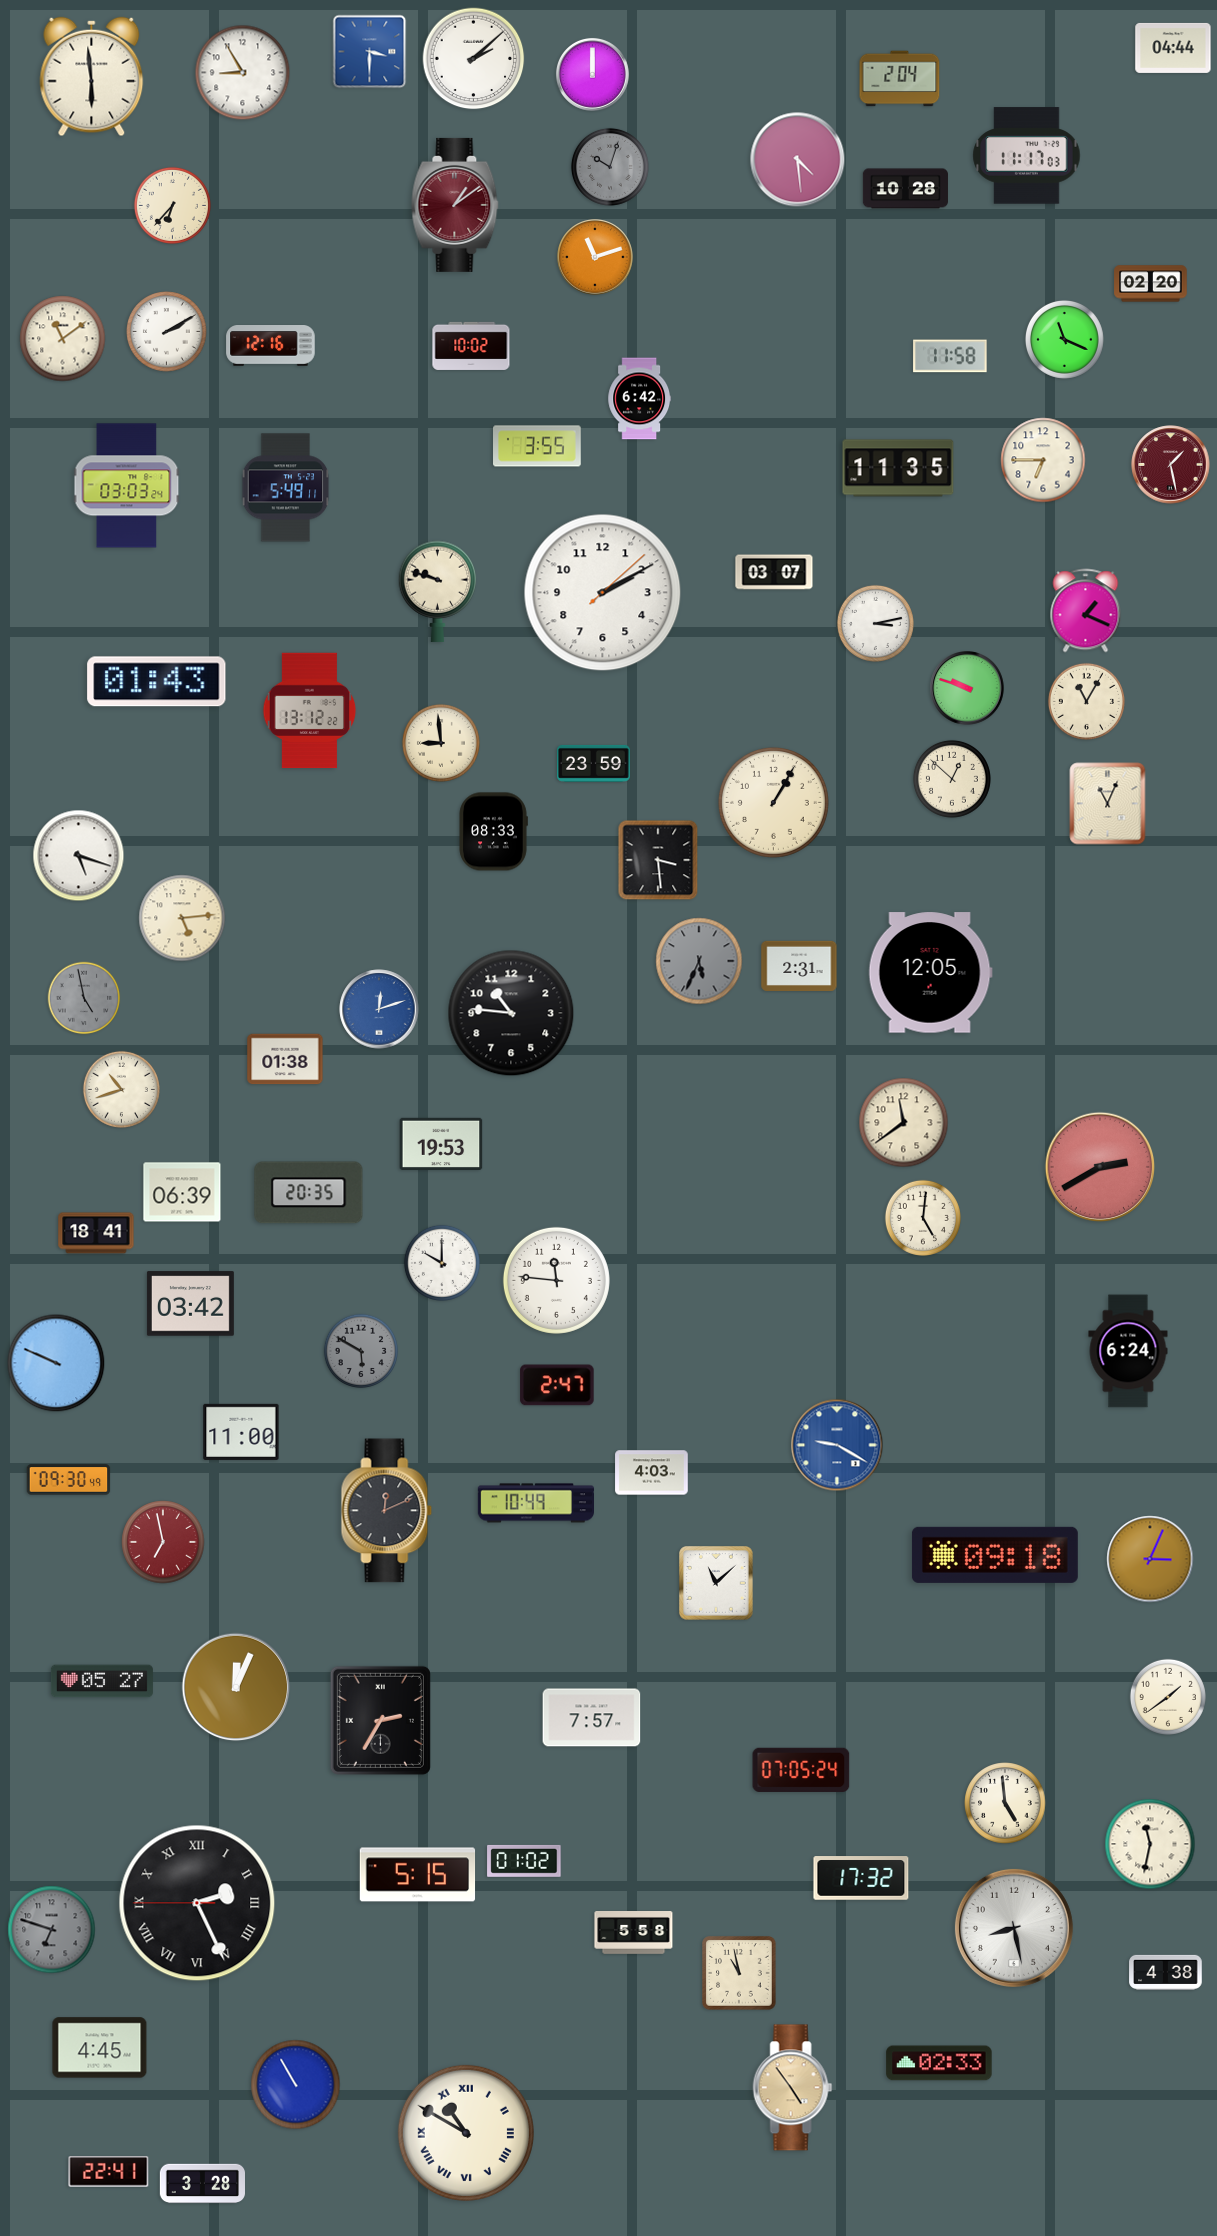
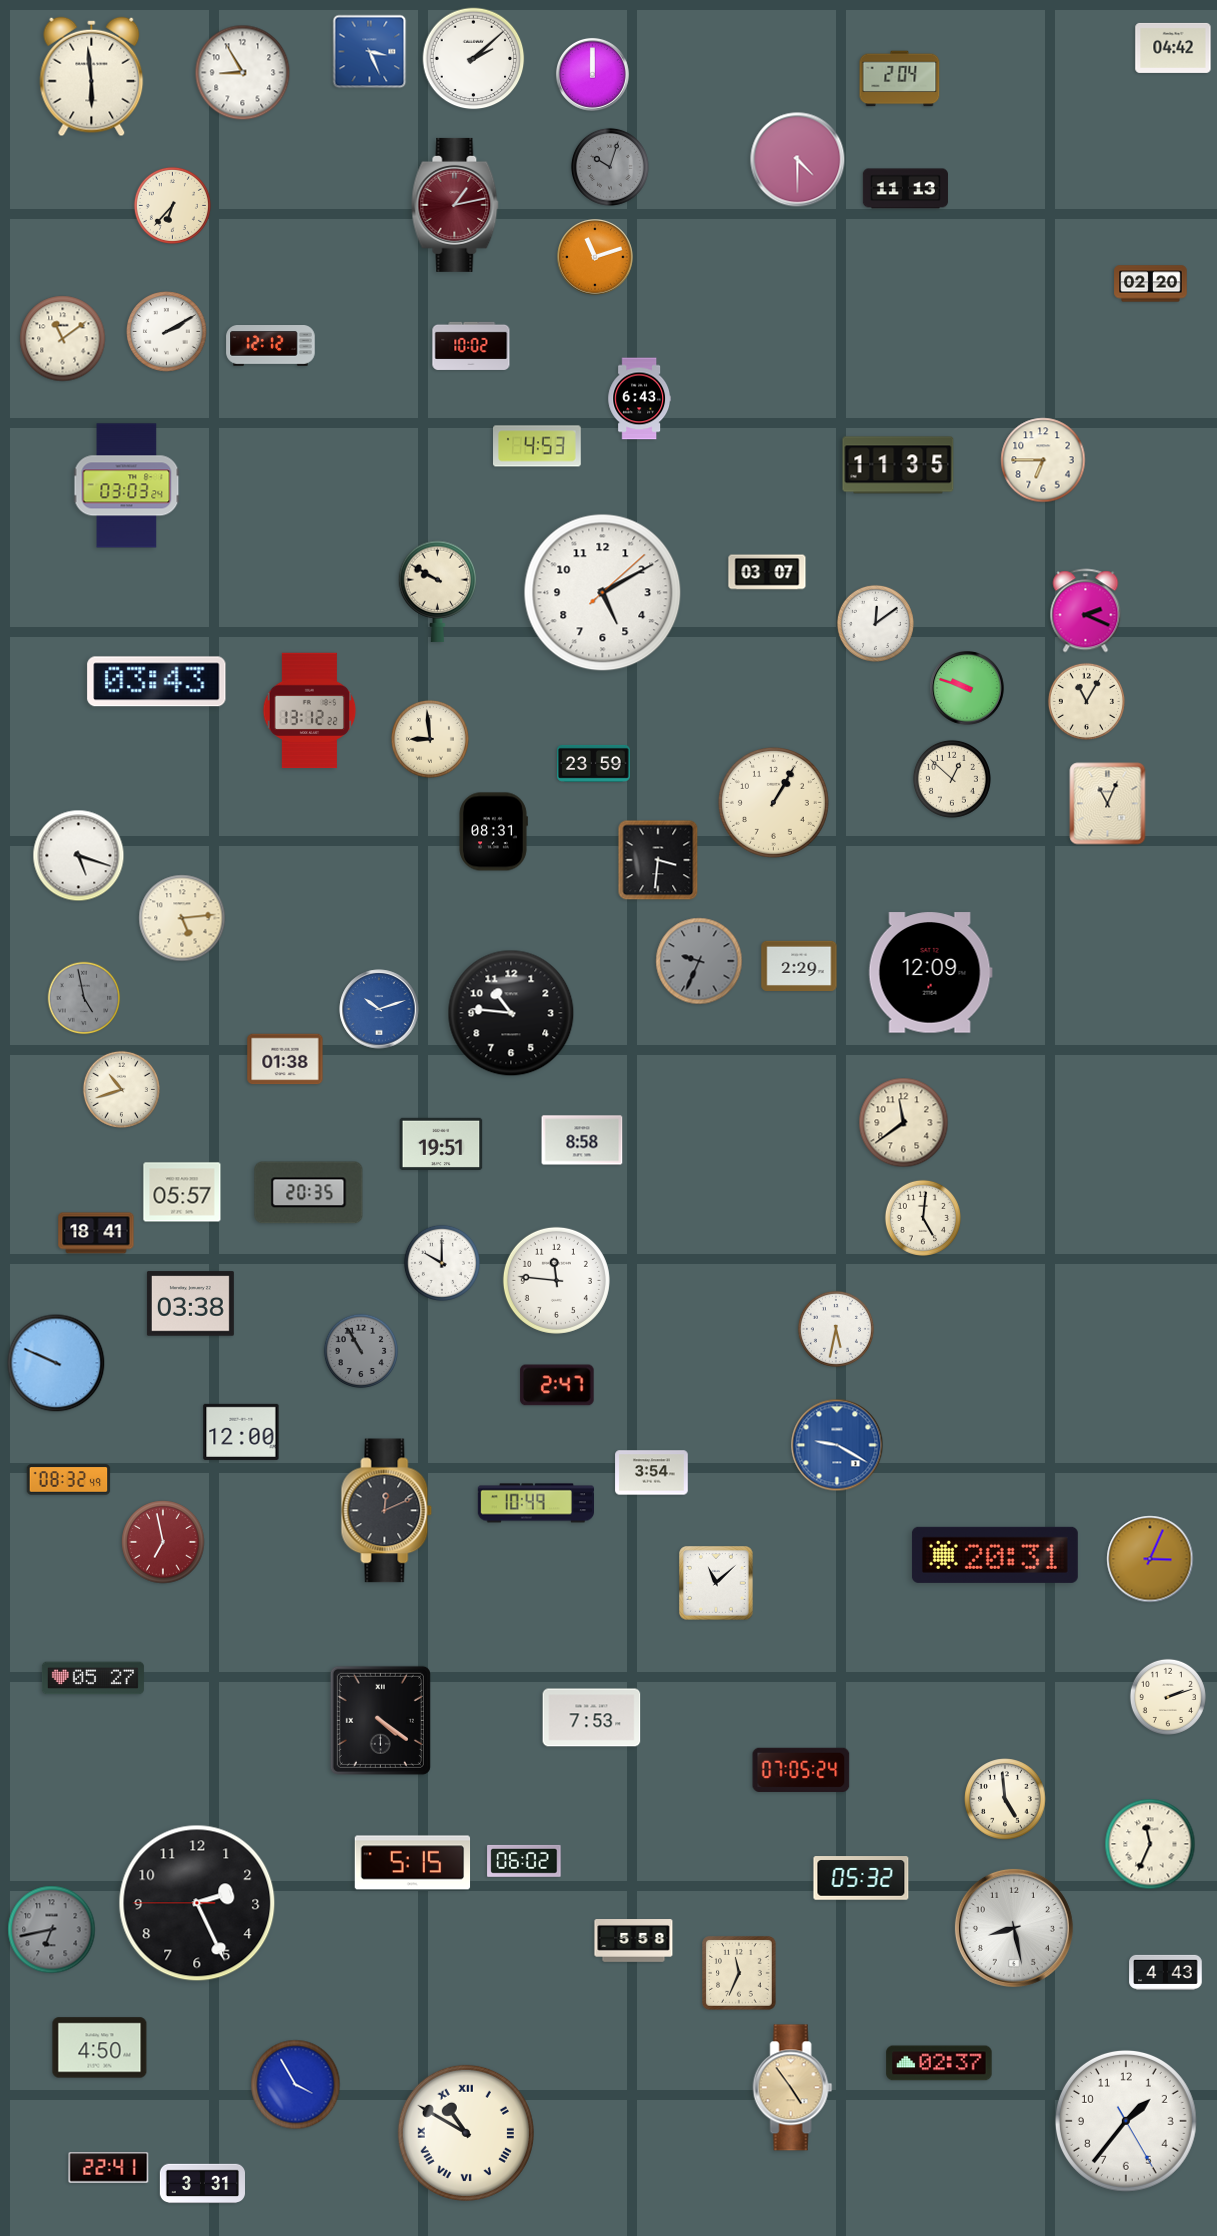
clock at (1173, 48): 04:44 -> 04:42
clock at (370, 52): 3:30 -> 3:26
clock at (1027, 156): 11:17 -> none
clock at (798, 160): 4:29 -> 4:30
clock at (905, 189): 10:28 -> 11:13
clock at (455, 205): 1:09 -> 1:13
clock at (1064, 339): 11:19 -> none
clock at (271, 346): 12:16 -> 12:12
clock at (950, 356): 11:58 -> none
clock at (639, 399): 6:42 -> 6:43
clock at (538, 446): 3:55 -> 4:53
clock at (1171, 465): 1:28 -> none
clock at (898, 468) position: (898, 468) -> (898, 465)
clock at (286, 488): 5:49 -> none
clock at (774, 572) position: (774, 572) -> (767, 572)
clock at (438, 591): 9:48 -> 9:50
clock at (603, 593): 2:10 -> 5:10
clock at (1086, 611): 1:19 -> 2:19
clock at (875, 623): 3:13 -> 12:09
clock at (157, 682): 01:43 -> 03:43
clock at (441, 743) position: (441, 743) -> (430, 739)
clock at (493, 832): 08:33 -> 08:31
clock at (658, 860): 3:29 -> 3:31
clock at (699, 961): 5:34 -> 9:34
clock at (799, 965): 2:31 -> 2:29
clock at (930, 973): 12:05 -> 12:09
clock at (379, 1009): 12:12 -> 10:12
clock at (582, 1140): none -> 8:58
clock at (441, 1143): 19:53 -> 19:51
clock at (1100, 1167): 2:40 -> none
clock at (182, 1192): 06:39 -> 05:57
clock at (190, 1304): 03:42 -> 03:38
clock at (836, 1329): none -> 5:32
clock at (360, 1350): 5:50 -> 10:55
clock at (1128, 1351): 6:24 -> none
clock at (241, 1432): 11:00 -> 12:00
clock at (652, 1473): 4:03 -> 3:54
clock at (69, 1480): 09:30 -> 08:32
clock at (995, 1555): 09:18 -> 20:31
clock at (102, 1681) position: (102, 1681) -> (93, 1678)
clock at (236, 1687): 12:04 -> none
clock at (1168, 1697): 1:39 -> 2:12
clock at (592, 1718): 7:57 -> 7:53
clock at (380, 1720): 2:35 -> 4:21
clock at (1005, 1803) position: (1005, 1803) -> (1005, 1799)
clock at (1150, 1844): 11:32 -> 11:34
clock at (524, 1861): 01:02 -> 06:02
clock at (418, 1875) position: (418, 1875) -> (413, 1863)
clock at (861, 1878): 17:32 -> 05:32
clock at (197, 1903) numerals: Roman -> Arabic
clock at (52, 1930): 6:48 -> 6:43
clock at (634, 1933) position: (634, 1933) -> (634, 1941)
clock at (1166, 1972): 4:38 -> 4:43
clock at (739, 1973): 10:58 -> 11:34
clock at (100, 2048): 4:45 -> 4:50
clock at (939, 2063): 02:33 -> 02:37
clock at (296, 2085): 10:55 -> 3:55
clock at (1126, 2121): none -> 1:36
clock at (109, 2172) position: (109, 2172) -> (109, 2168)
clock at (202, 2184): 3:28 -> 3:31
